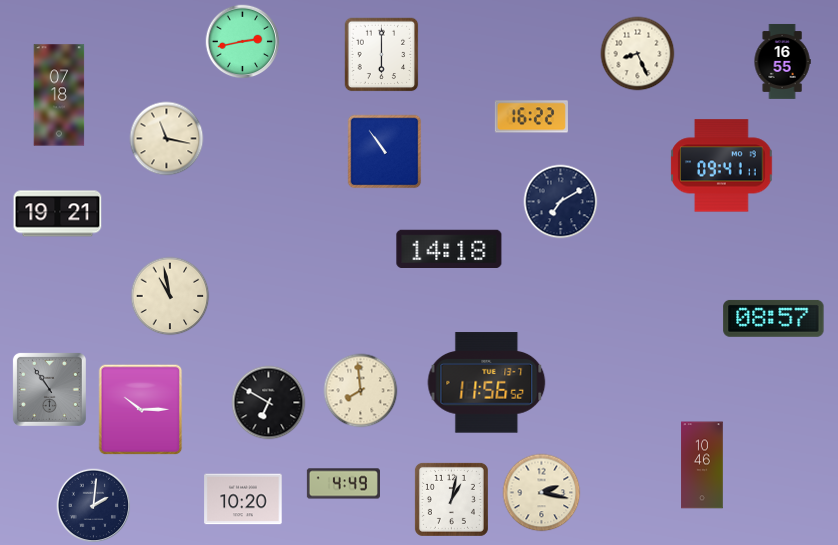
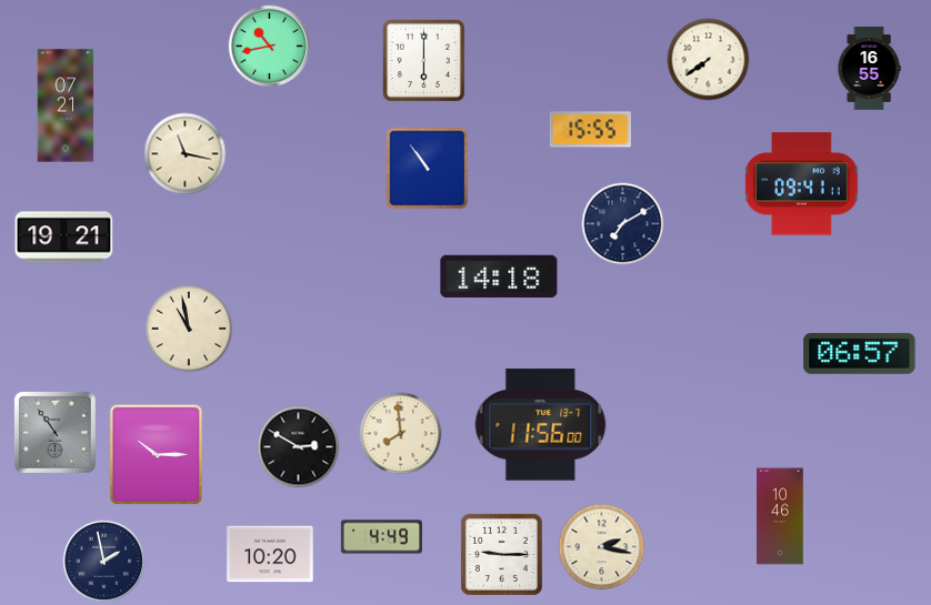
clock at (243, 42): 2:43 -> 10:43
clock at (638, 54): 8:26 -> 7:39
clock at (59, 95): 07:18 -> 07:21
clock at (531, 117): 16:22 -> 15:55
clock at (774, 318): 08:57 -> 06:57
clock at (487, 383): 11:56:52 -> 11:56:00
clock at (269, 403): 6:50 -> 2:50
clock at (451, 499): 1:02 -> 9:15
clock at (94, 506): 2:01 -> 1:58
